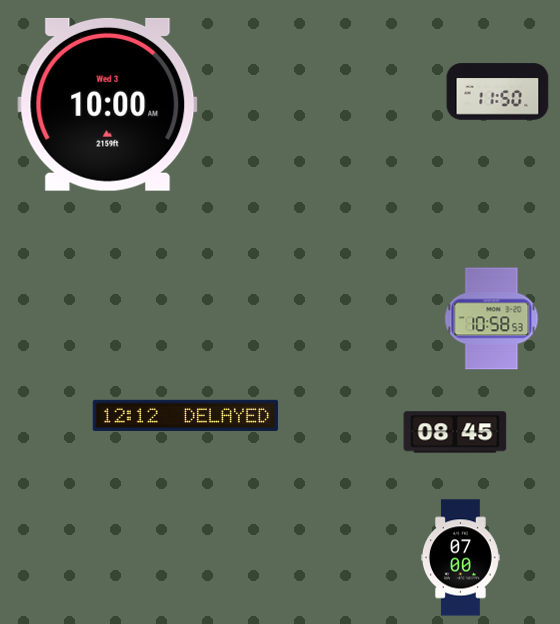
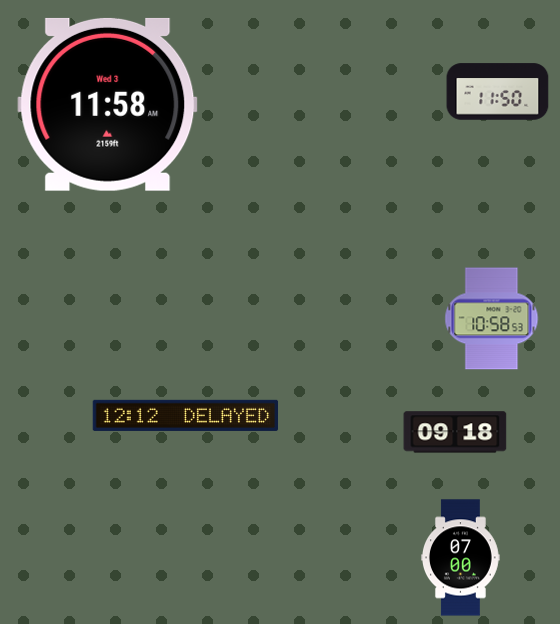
clock at (108, 104): 10:00 -> 11:58
clock at (455, 432): 08:45 -> 09:18
